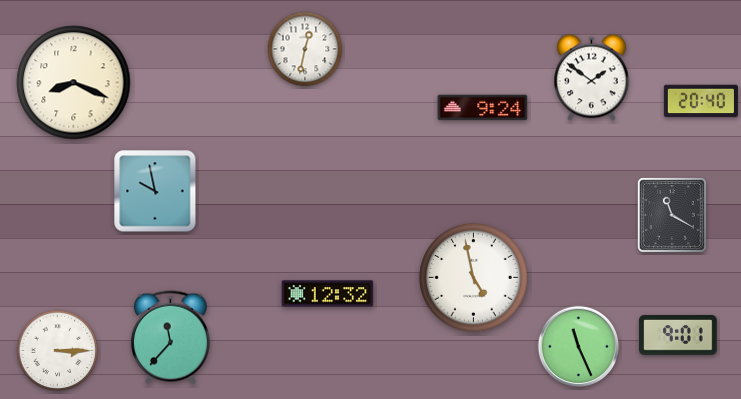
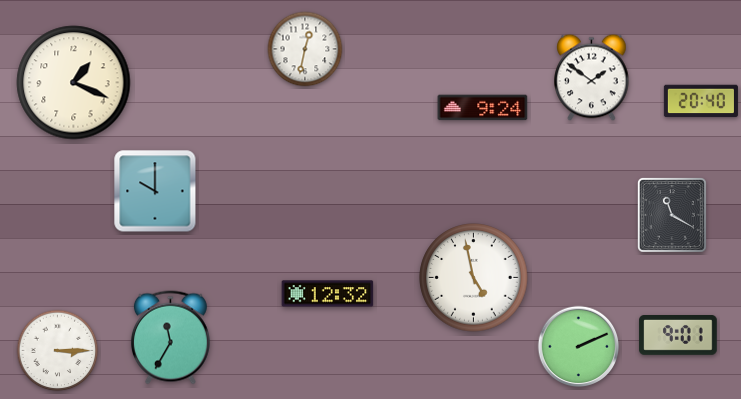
clock at (74, 83): 8:19 -> 1:19
clock at (155, 191): 9:58 -> 10:00
clock at (170, 338): 11:37 -> 11:35
clock at (579, 347): 11:26 -> 2:11
